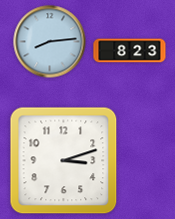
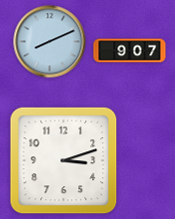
clock at (50, 42): 8:14 -> 8:11
clock at (130, 51): 8:23 -> 9:07
